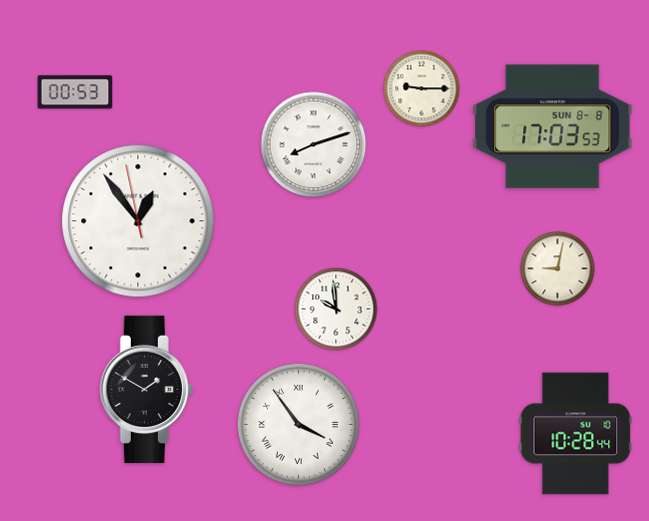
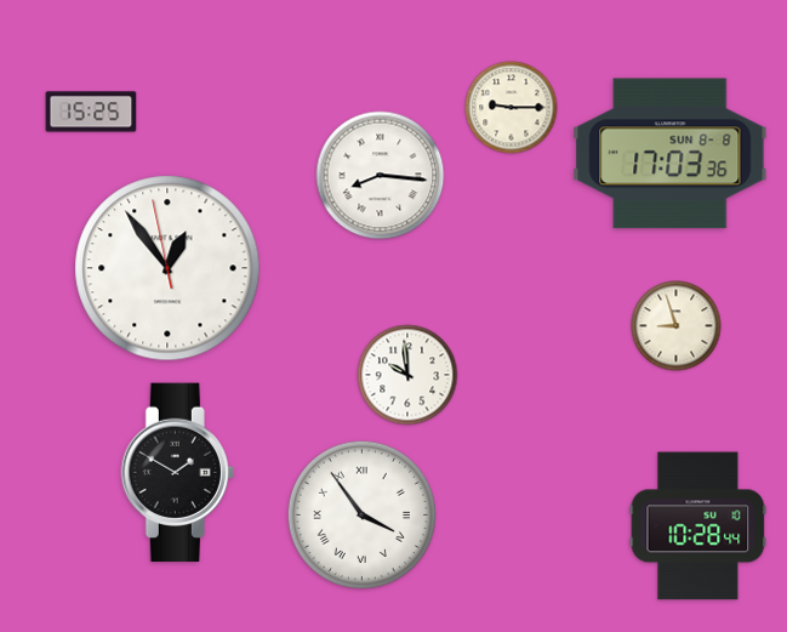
clock at (75, 92): 00:53 -> 15:25
clock at (553, 127): 17:03:53 -> 17:03:36
clock at (314, 145): 8:12 -> 8:16
clock at (558, 269): 9:02 -> 8:57
